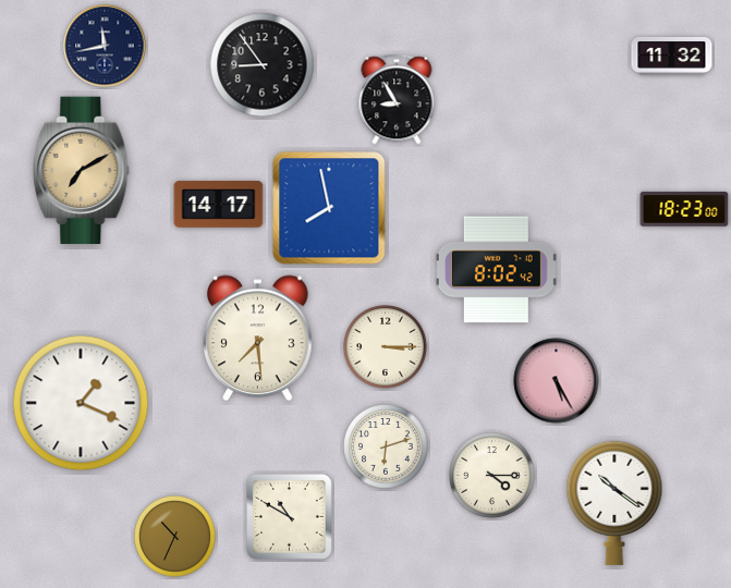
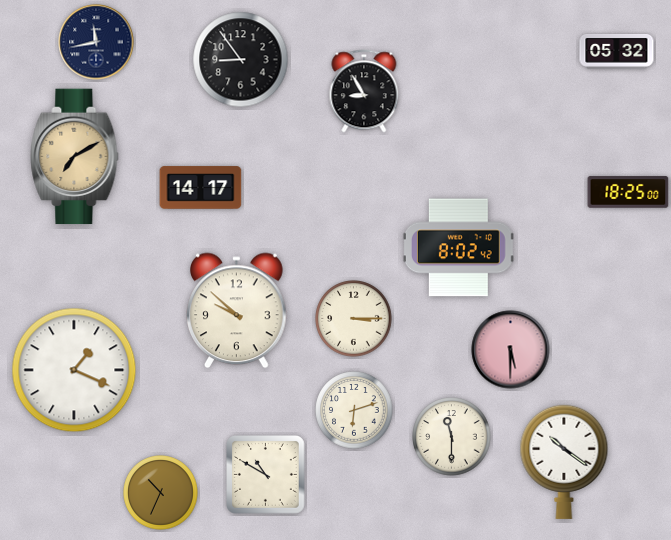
clock at (672, 56): 11:32 -> 05:32
clock at (329, 208): 7:58 -> none
clock at (684, 209): 18:23 -> 18:25
clock at (496, 270) position: (496, 270) -> (458, 248)
clock at (258, 339): 7:29 -> 9:52
clock at (557, 381): 5:25 -> 5:30
clock at (492, 476): 4:15 -> 11:30
